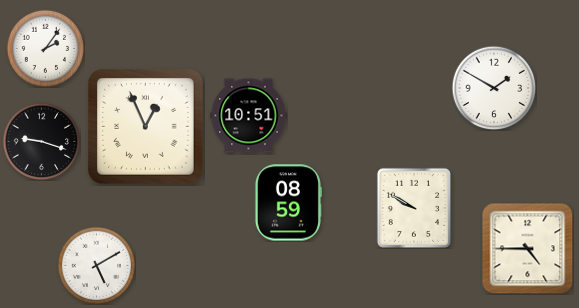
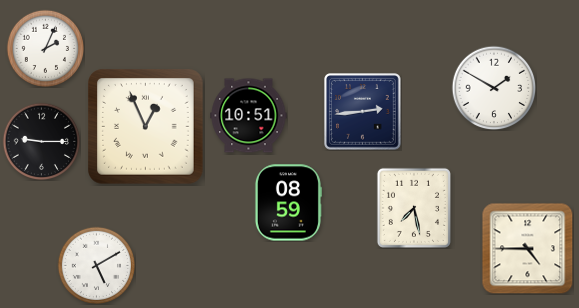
clock at (45, 48): 2:06 -> 2:04
clock at (363, 112): none -> 2:44
clock at (41, 141): 9:18 -> 9:15
clock at (414, 208): 9:50 -> 7:28
